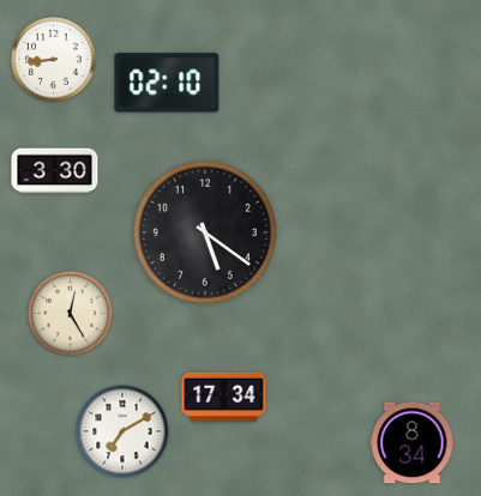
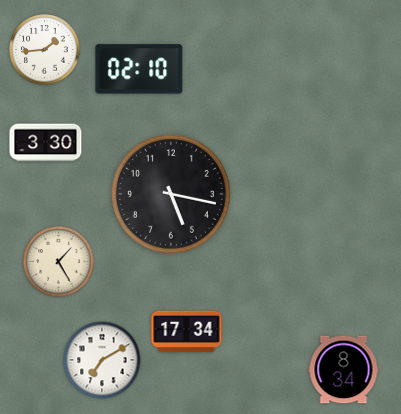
clock at (54, 60): 8:44 -> 1:44
clock at (205, 232): 5:21 -> 5:17
clock at (71, 314): 12:25 -> 1:25
